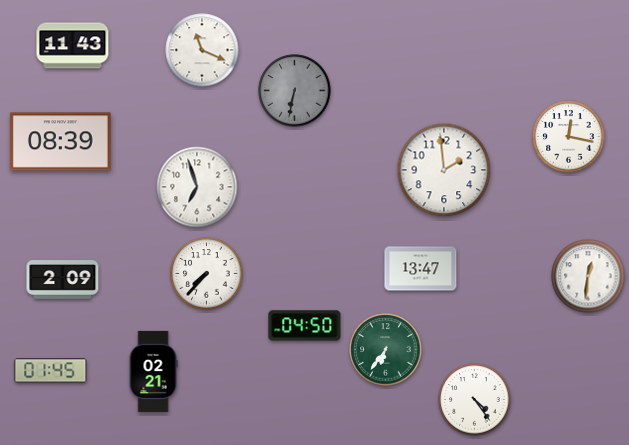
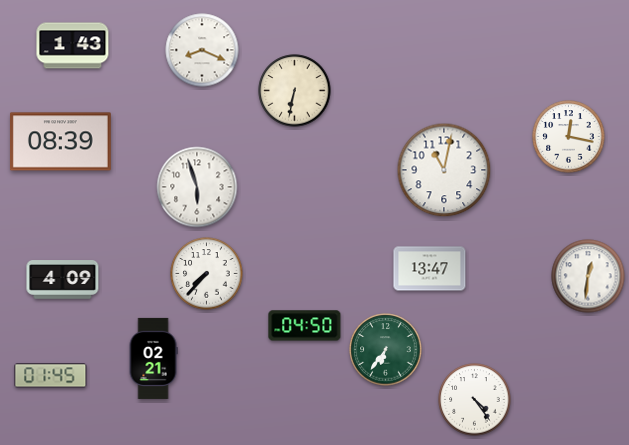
clock at (73, 46): 11:43 -> 1:43
clock at (202, 50): 11:19 -> 8:19
clock at (295, 91) dial: grey -> cream
clock at (444, 170): 1:59 -> 11:02
clock at (197, 187): 6:57 -> 5:57
clock at (421, 269) position: (421, 269) -> (430, 269)
clock at (63, 280): 2:09 -> 4:09
clock at (51, 371) position: (51, 371) -> (51, 376)
clock at (153, 371) position: (153, 371) -> (153, 358)
